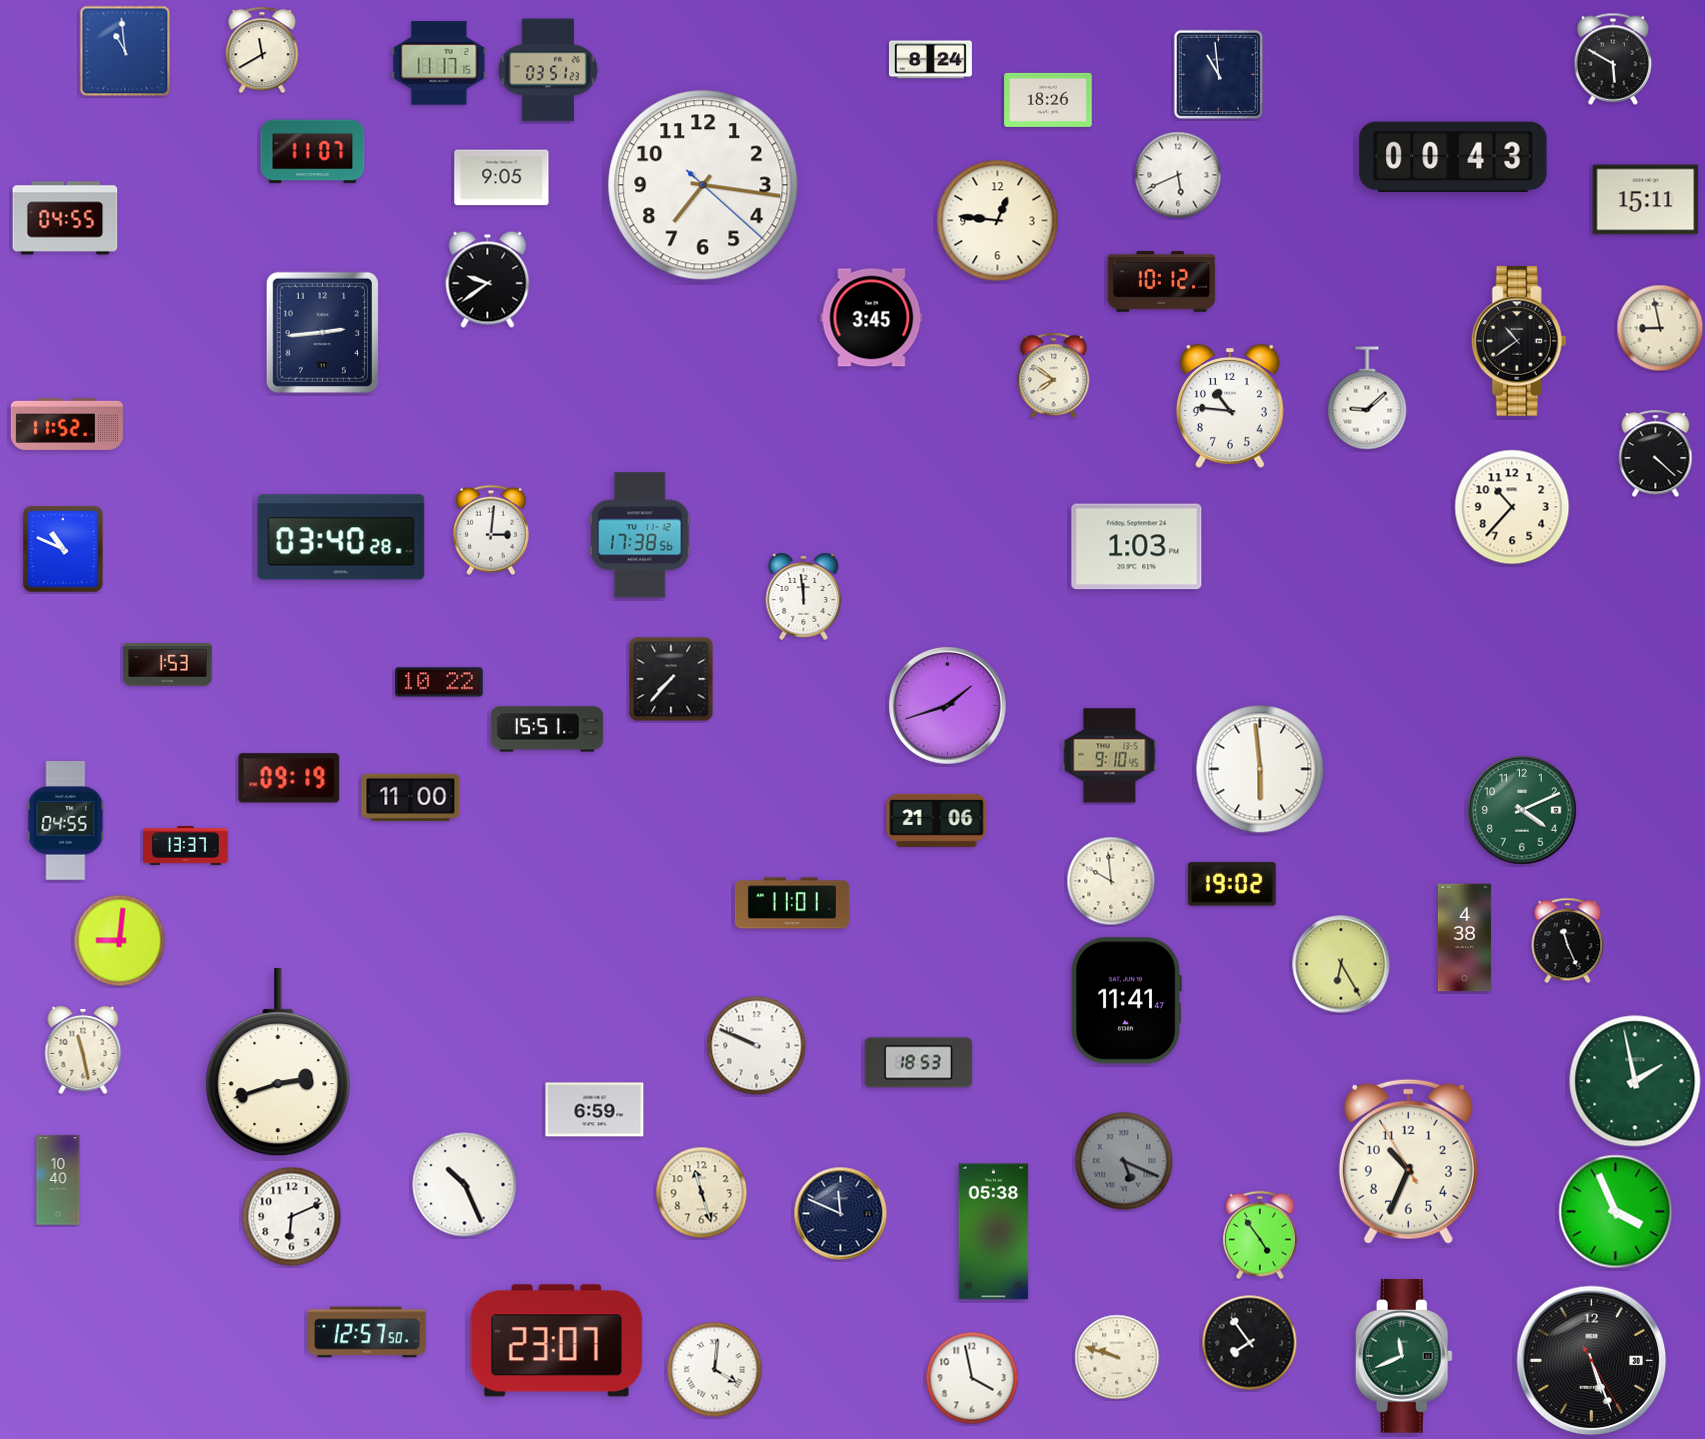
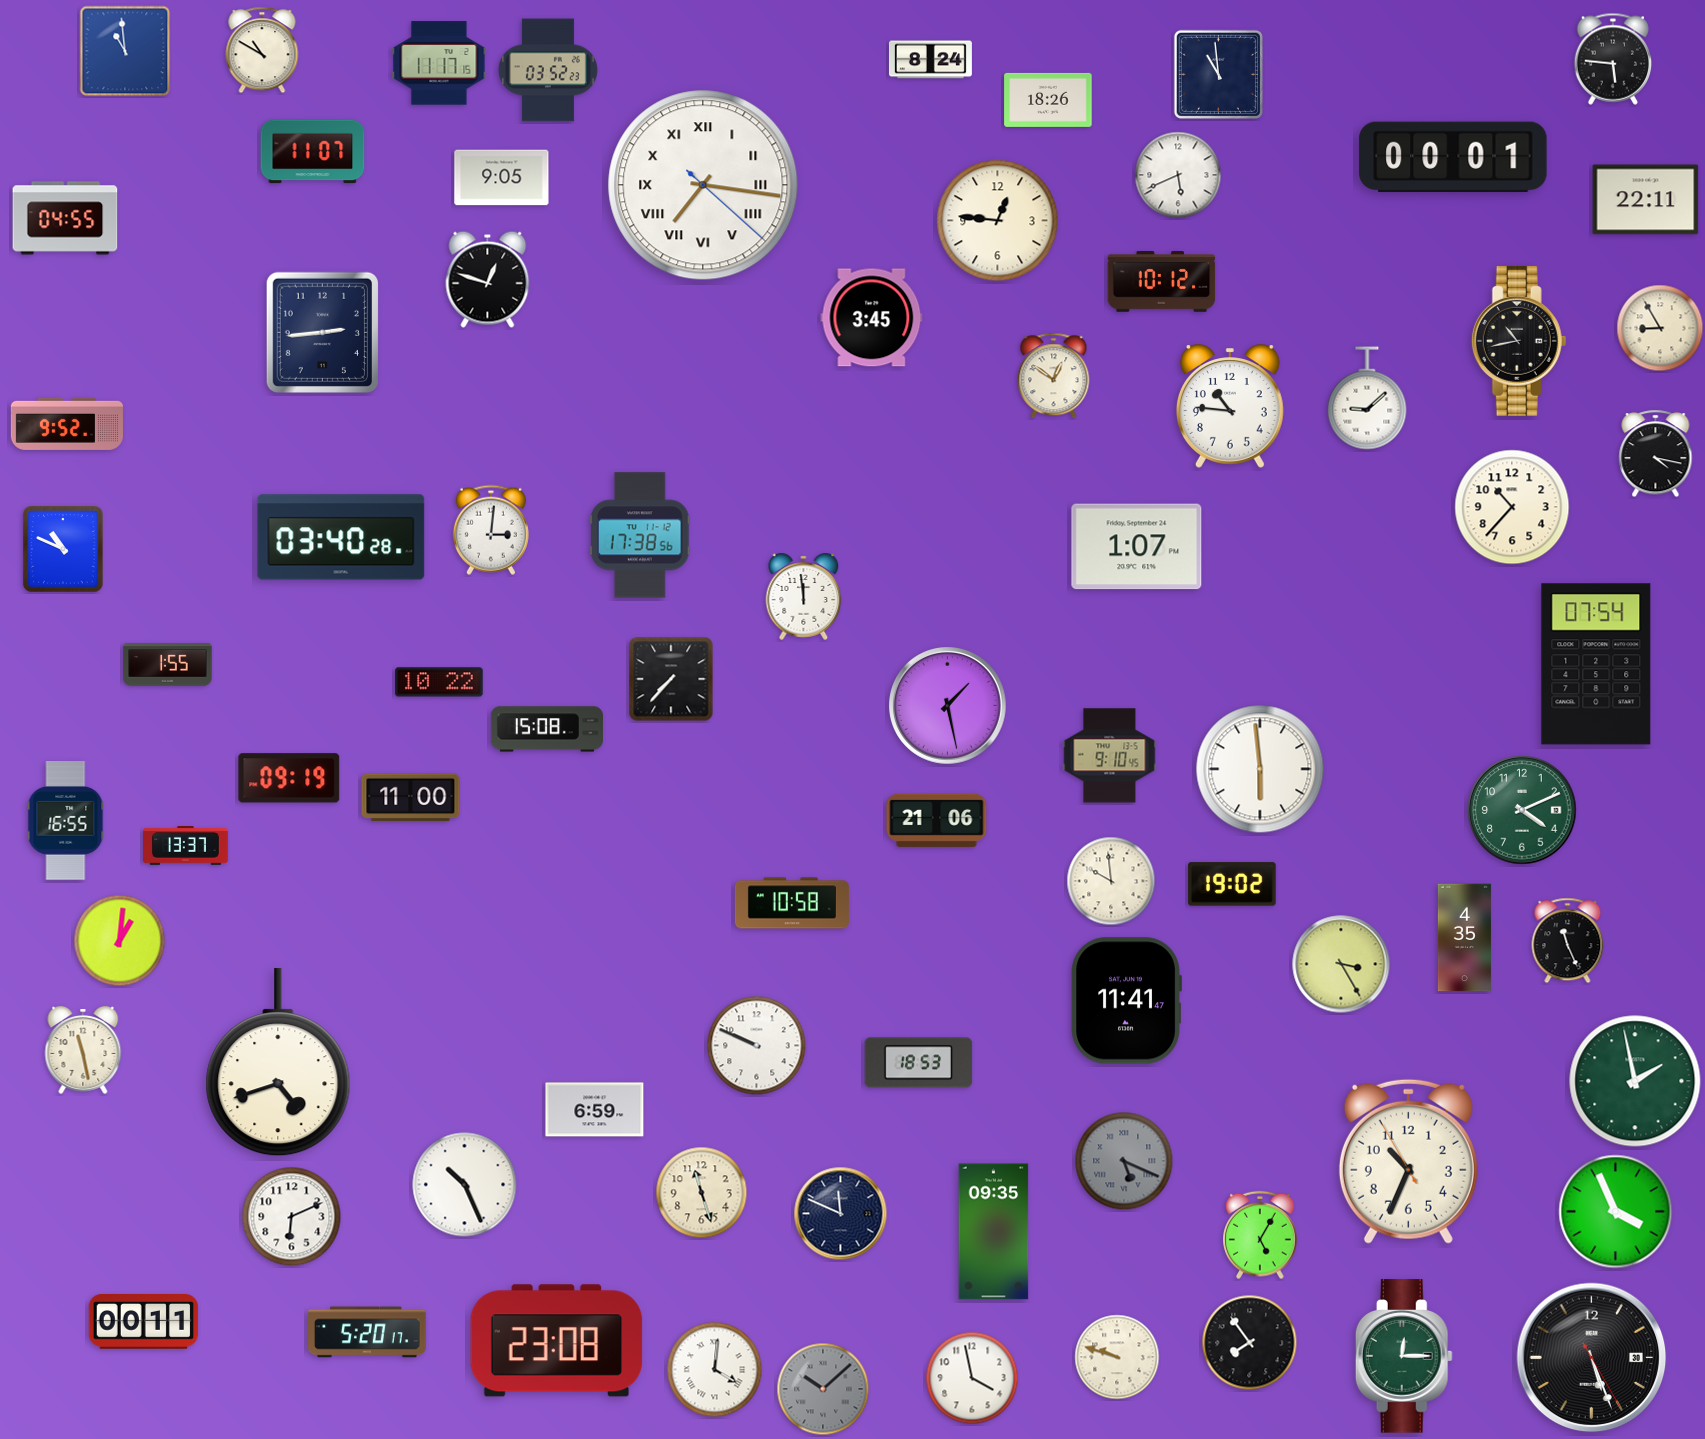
clock at (262, 50): 11:40 -> 10:50
clock at (1613, 59): 5:50 -> 5:46
clock at (548, 70): 03:51 -> 03:52
clock at (1453, 157): 00:43 -> 00:01
clock at (703, 185) numerals: Arabic -> Roman
clock at (1646, 200): 15:11 -> 22:11
clock at (488, 279): 9:39 -> 12:48
clock at (1660, 328): 8:58 -> 8:55
clock at (1519, 341): 10:39 -> 10:43
clock at (1054, 376): 7:51 -> 12:51
clock at (67, 424): 11:52 -> 9:52
clock at (1656, 454): 4:22 -> 4:17
clock at (1137, 547): 1:03 -> 1:07
clock at (1596, 664): none -> 07:54
clock at (168, 665): 1:53 -> 1:55
clock at (948, 706): 1:42 -> 1:28
clock at (547, 729): 15:51 -> 15:08
clock at (66, 821): 04:55 -> 16:55
clock at (792, 903): 11:01 -> 10:58
clock at (1464, 938): 4:38 -> 4:35
clock at (120, 941): 9:01 -> 1:01
clock at (1341, 964): 6:25 -> 3:25
clock at (278, 1063): 2:42 -> 4:42
clock at (58, 1180): 10:40 -> none
clock at (994, 1232): 05:38 -> 09:35
clock at (1260, 1235): 4:54 -> 5:05
clock at (144, 1322): none -> 00:11
clock at (368, 1332): 12:57 -> 5:20
clock at (557, 1341): 23:07 -> 23:08
clock at (1404, 1356): 11:41 -> 12:15
clock at (1592, 1361) position: (1592, 1361) -> (1592, 1358)
clock at (823, 1389): none -> 10:08
